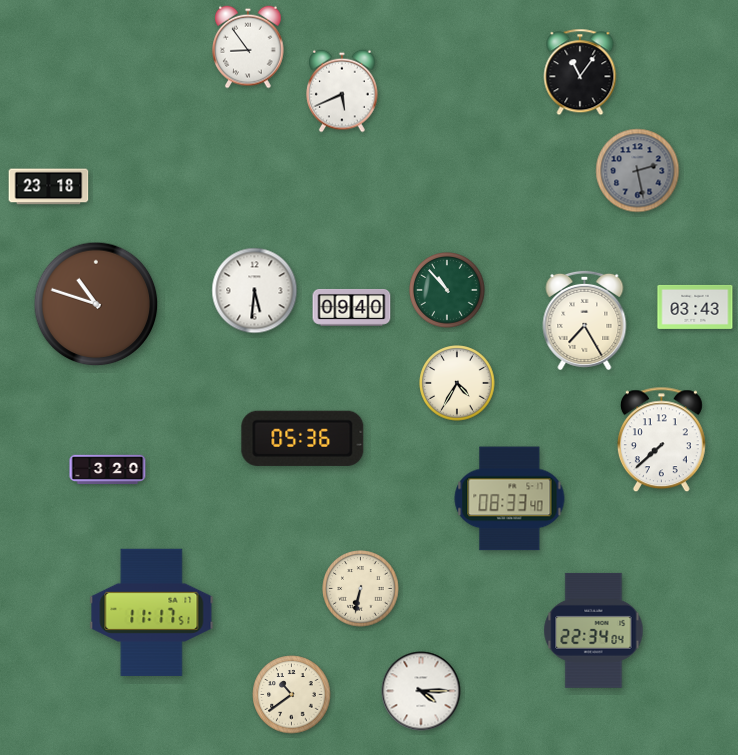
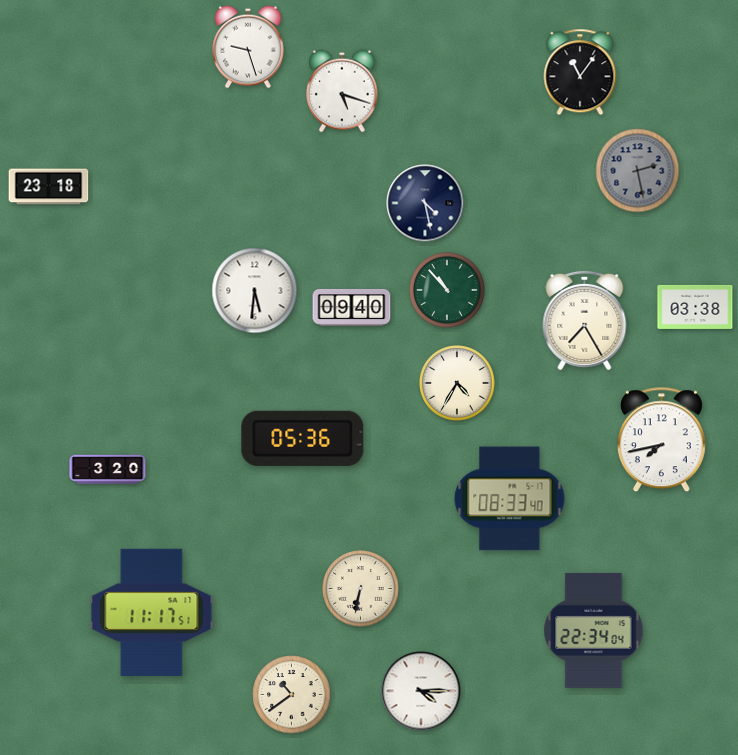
clock at (248, 47): 8:54 -> 9:27
clock at (342, 91): 5:41 -> 5:18
clock at (425, 203): none -> 4:28
clock at (96, 304): 10:48 -> none
clock at (695, 307): 03:43 -> 03:38
clock at (661, 440): 7:38 -> 7:43
